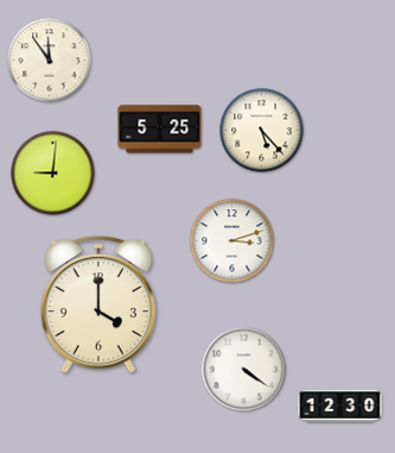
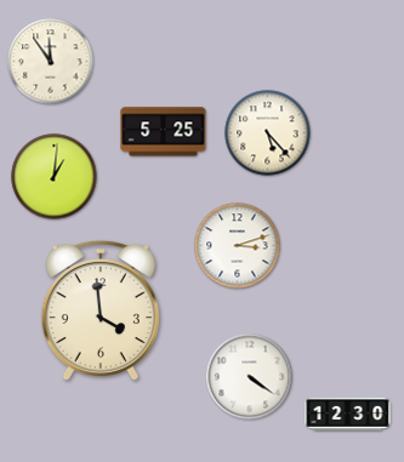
clock at (53, 174): 9:01 -> 1:01
clock at (98, 304): 4:00 -> 3:59
